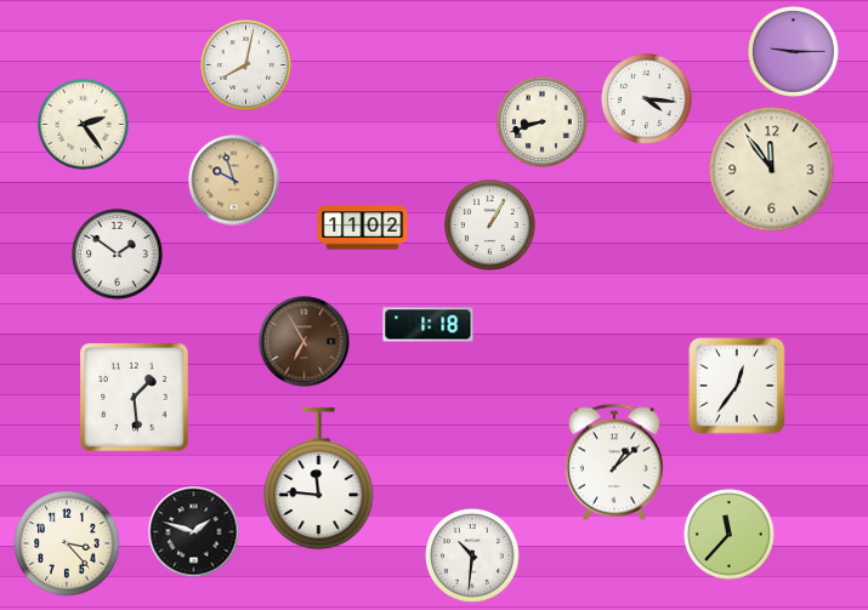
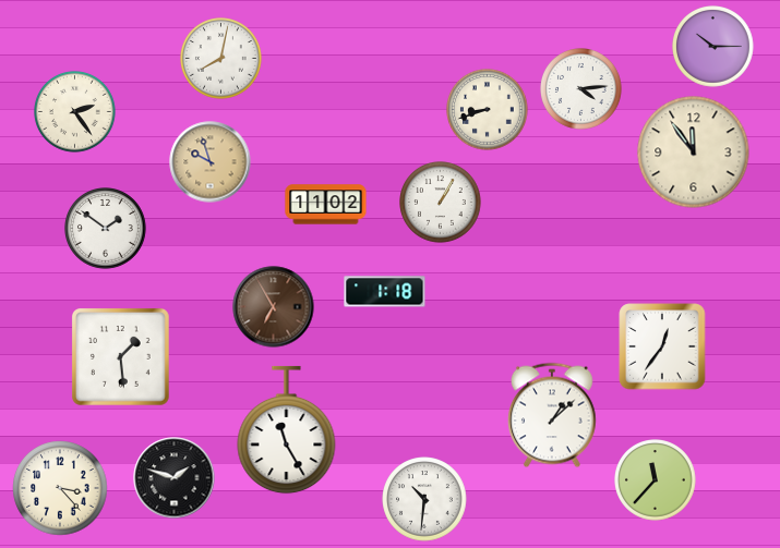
clock at (794, 52): 9:15 -> 10:15
clock at (647, 99): 4:16 -> 4:14
clock at (319, 479): 11:46 -> 11:25
